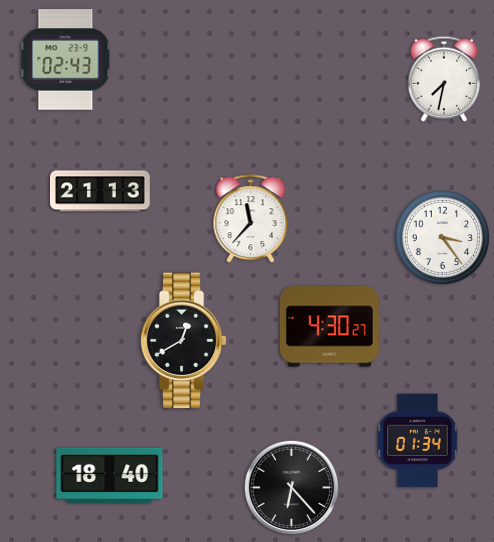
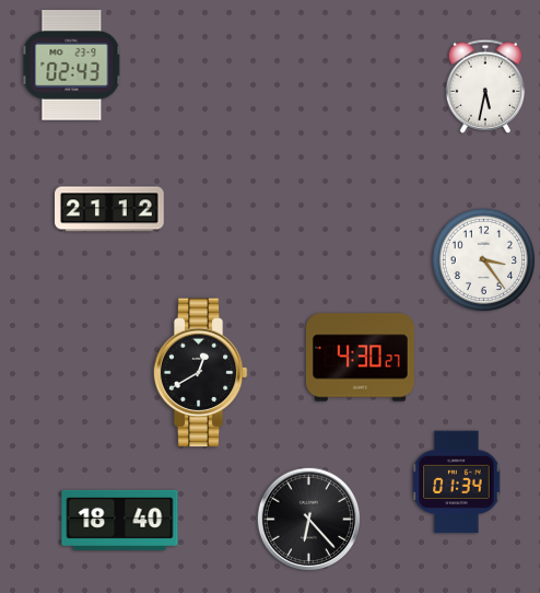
clock at (444, 79): 7:32 -> 5:32
clock at (100, 191): 21:13 -> 21:12
clock at (251, 219): 11:37 -> none
clock at (292, 488) position: (292, 488) -> (309, 520)
